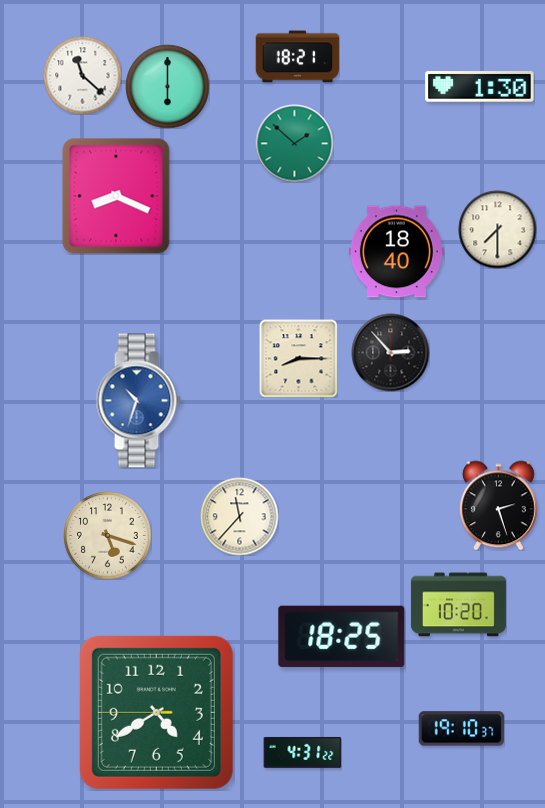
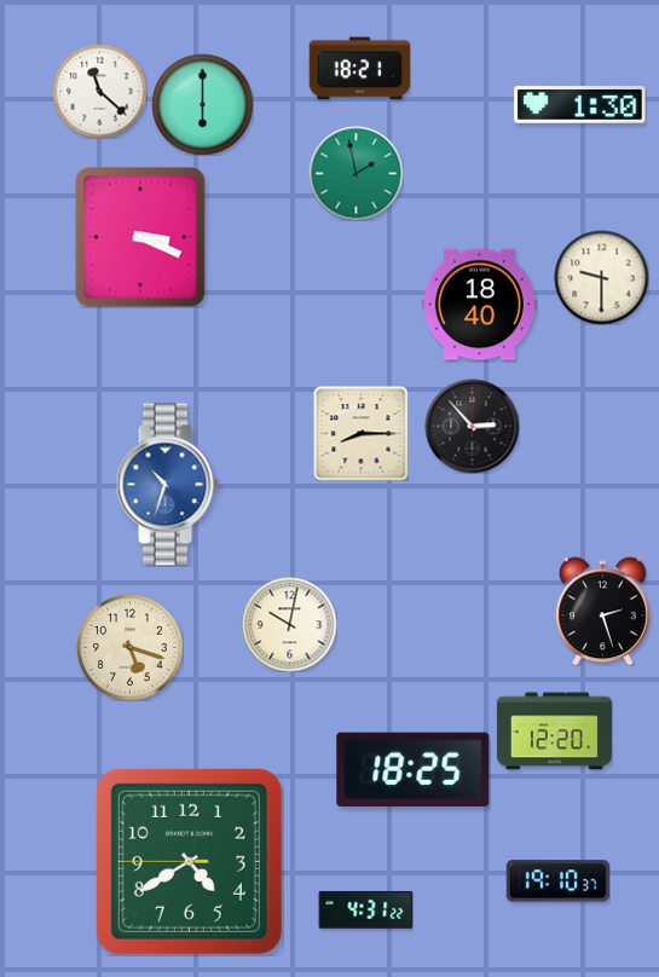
clock at (294, 143): 1:52 -> 1:58
clock at (116, 196): 8:19 -> 3:19
clock at (497, 229): 7:30 -> 9:30
clock at (239, 516): 11:37 -> 10:02
clock at (458, 605): 10:20 -> 12:20
